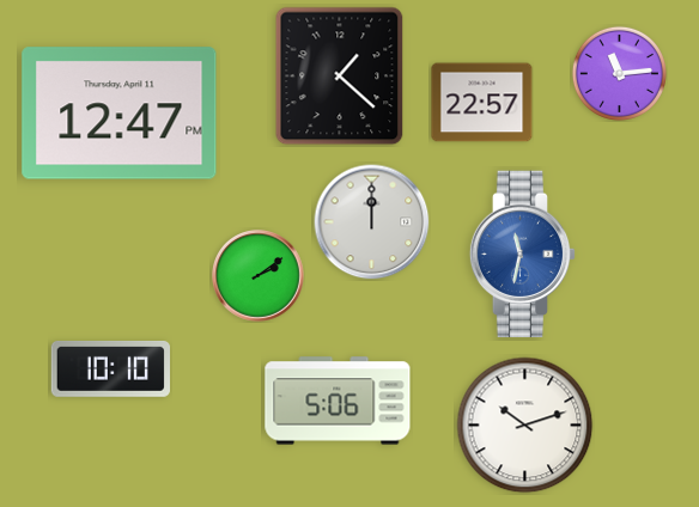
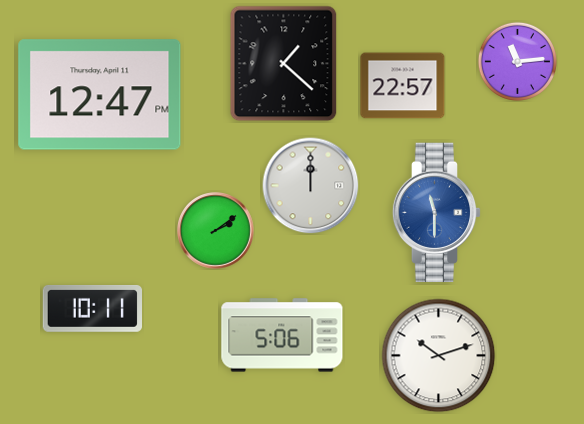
clock at (523, 255): 11:32 -> 11:30
clock at (110, 368): 10:10 -> 10:11
